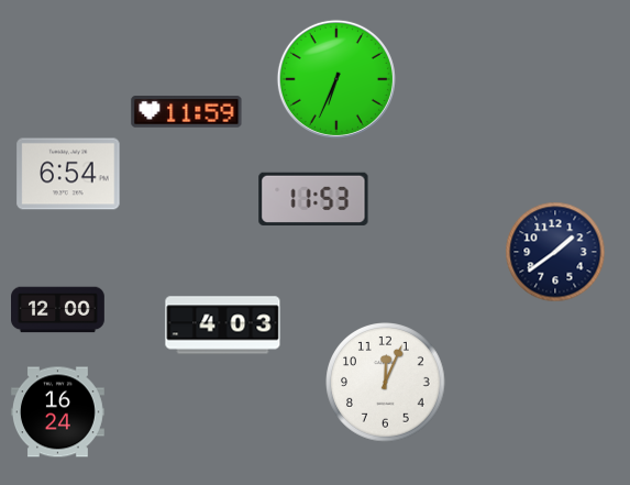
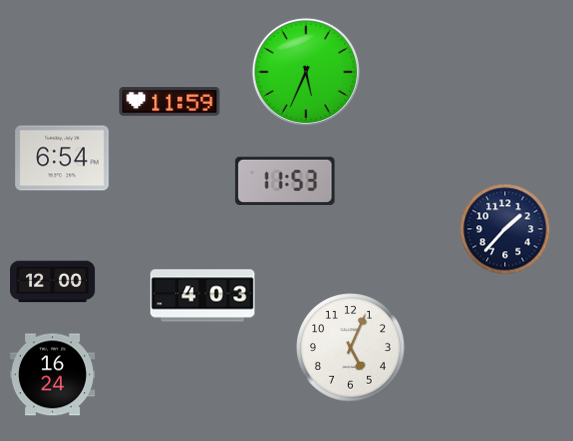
clock at (336, 79): 6:34 -> 5:34
clock at (555, 252): 1:39 -> 1:37
clock at (386, 383): 12:04 -> 5:04
